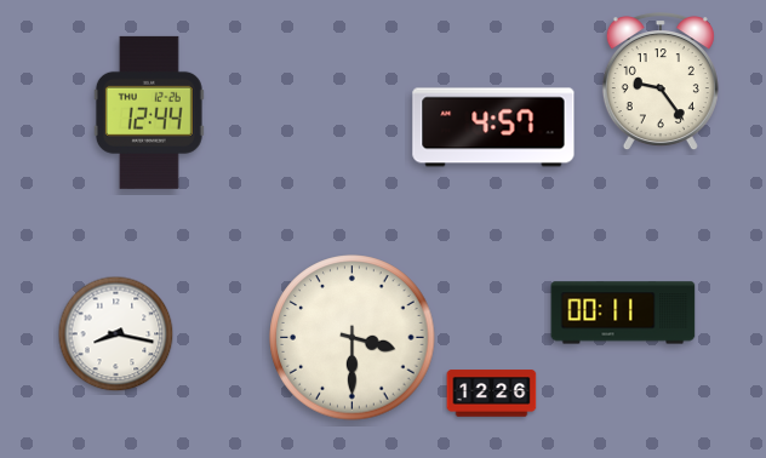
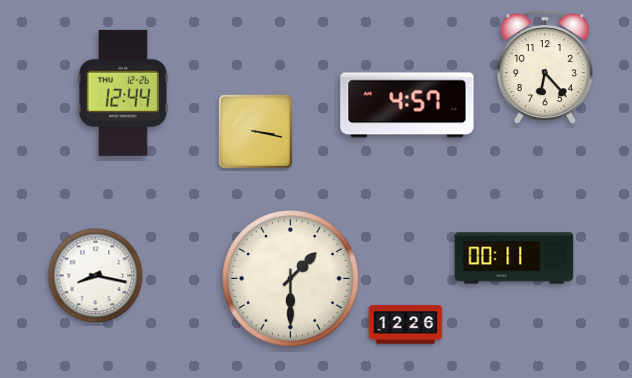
clock at (661, 82): 9:24 -> 6:23
clock at (256, 132): none -> 3:17
clock at (353, 338): 3:30 -> 1:30
